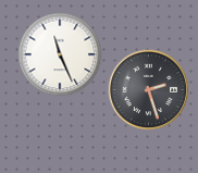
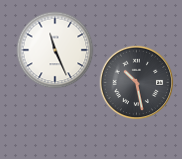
clock at (149, 90): 2:27 -> 10:28
